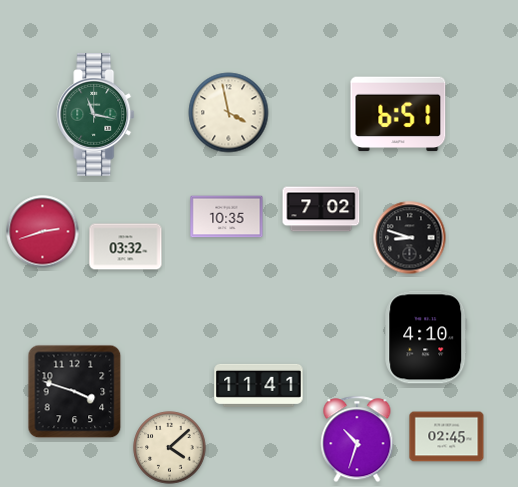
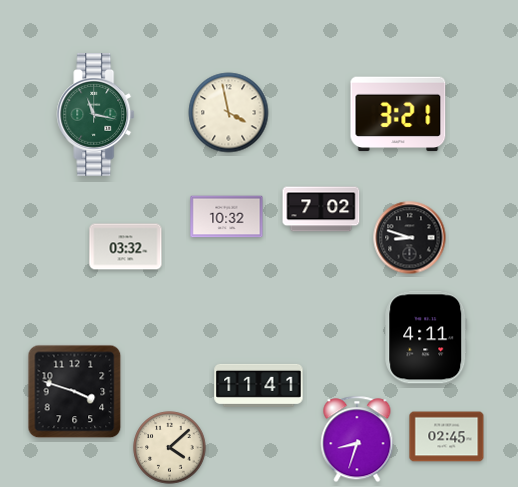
clock at (398, 114): 6:51 -> 3:21
clock at (227, 217): 10:35 -> 10:32
clock at (43, 232): 2:42 -> none
clock at (426, 337): 4:10 -> 4:11
clock at (357, 439): 10:33 -> 8:33
